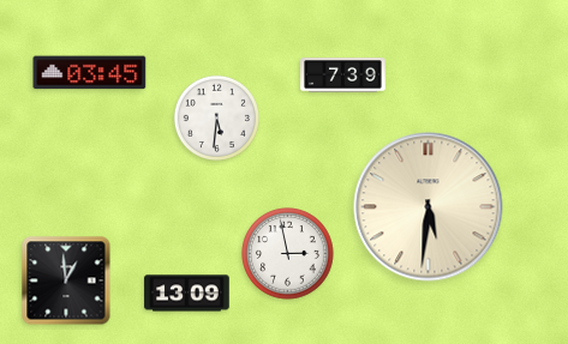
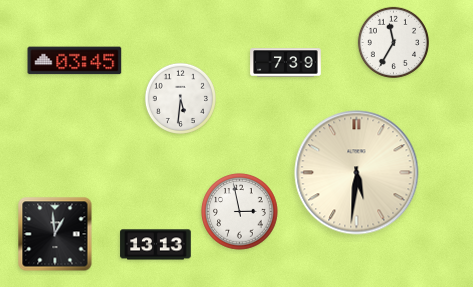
clock at (393, 42): none -> 11:35
clock at (187, 294): 13:09 -> 13:13
